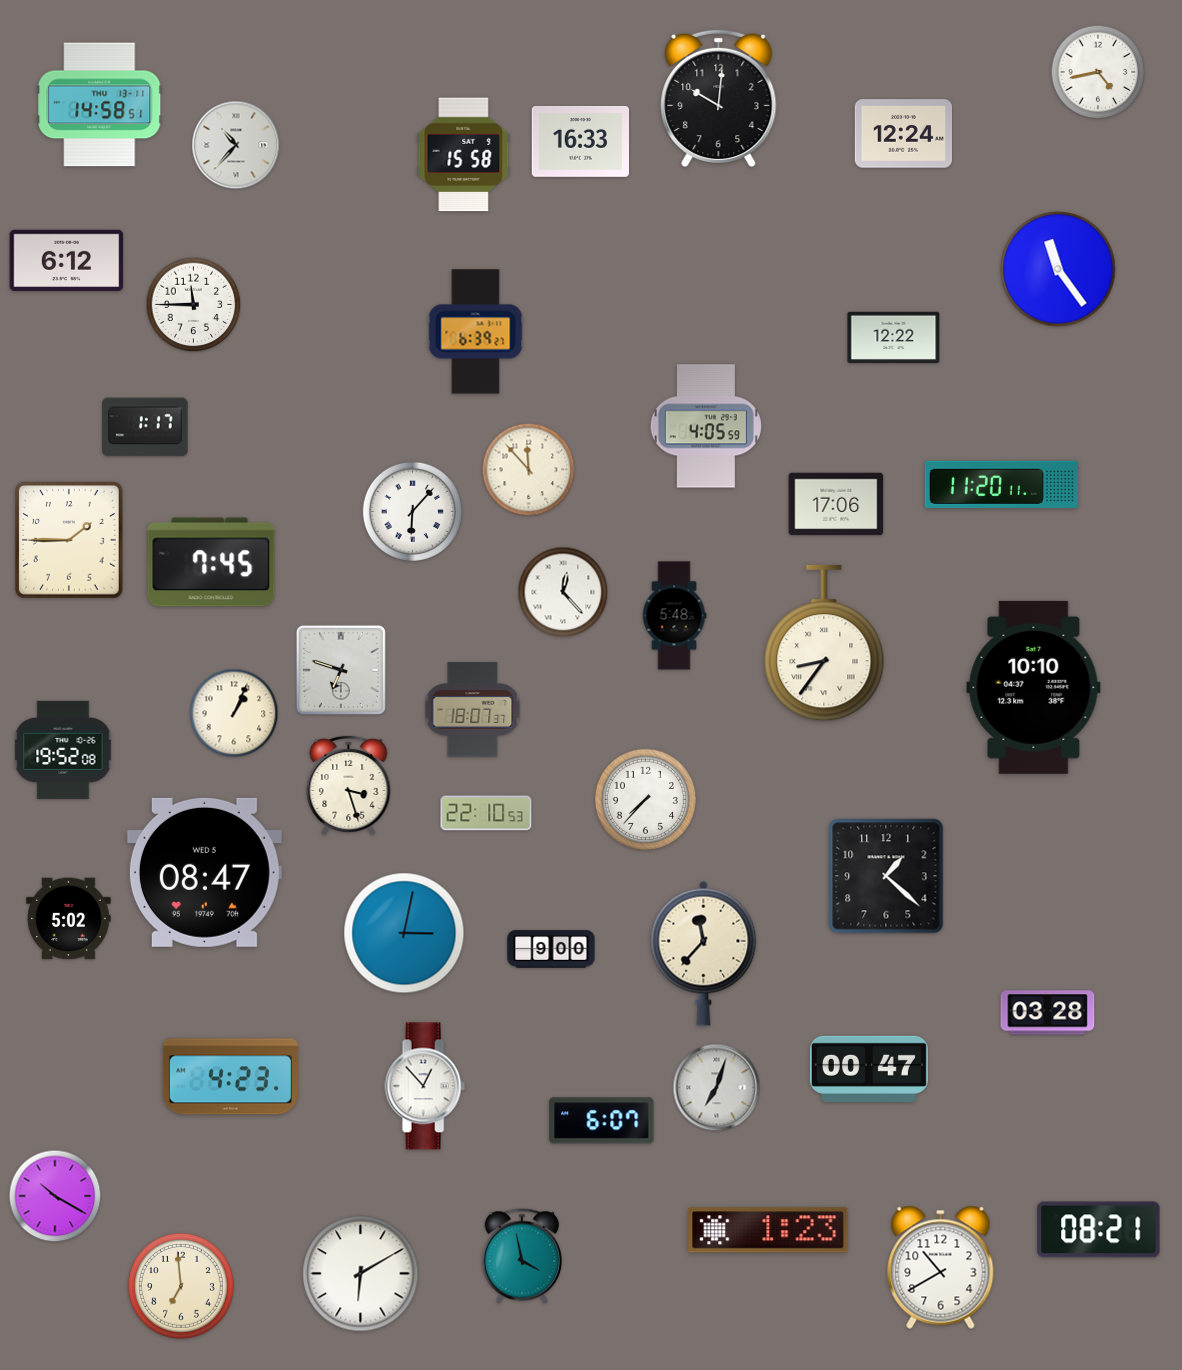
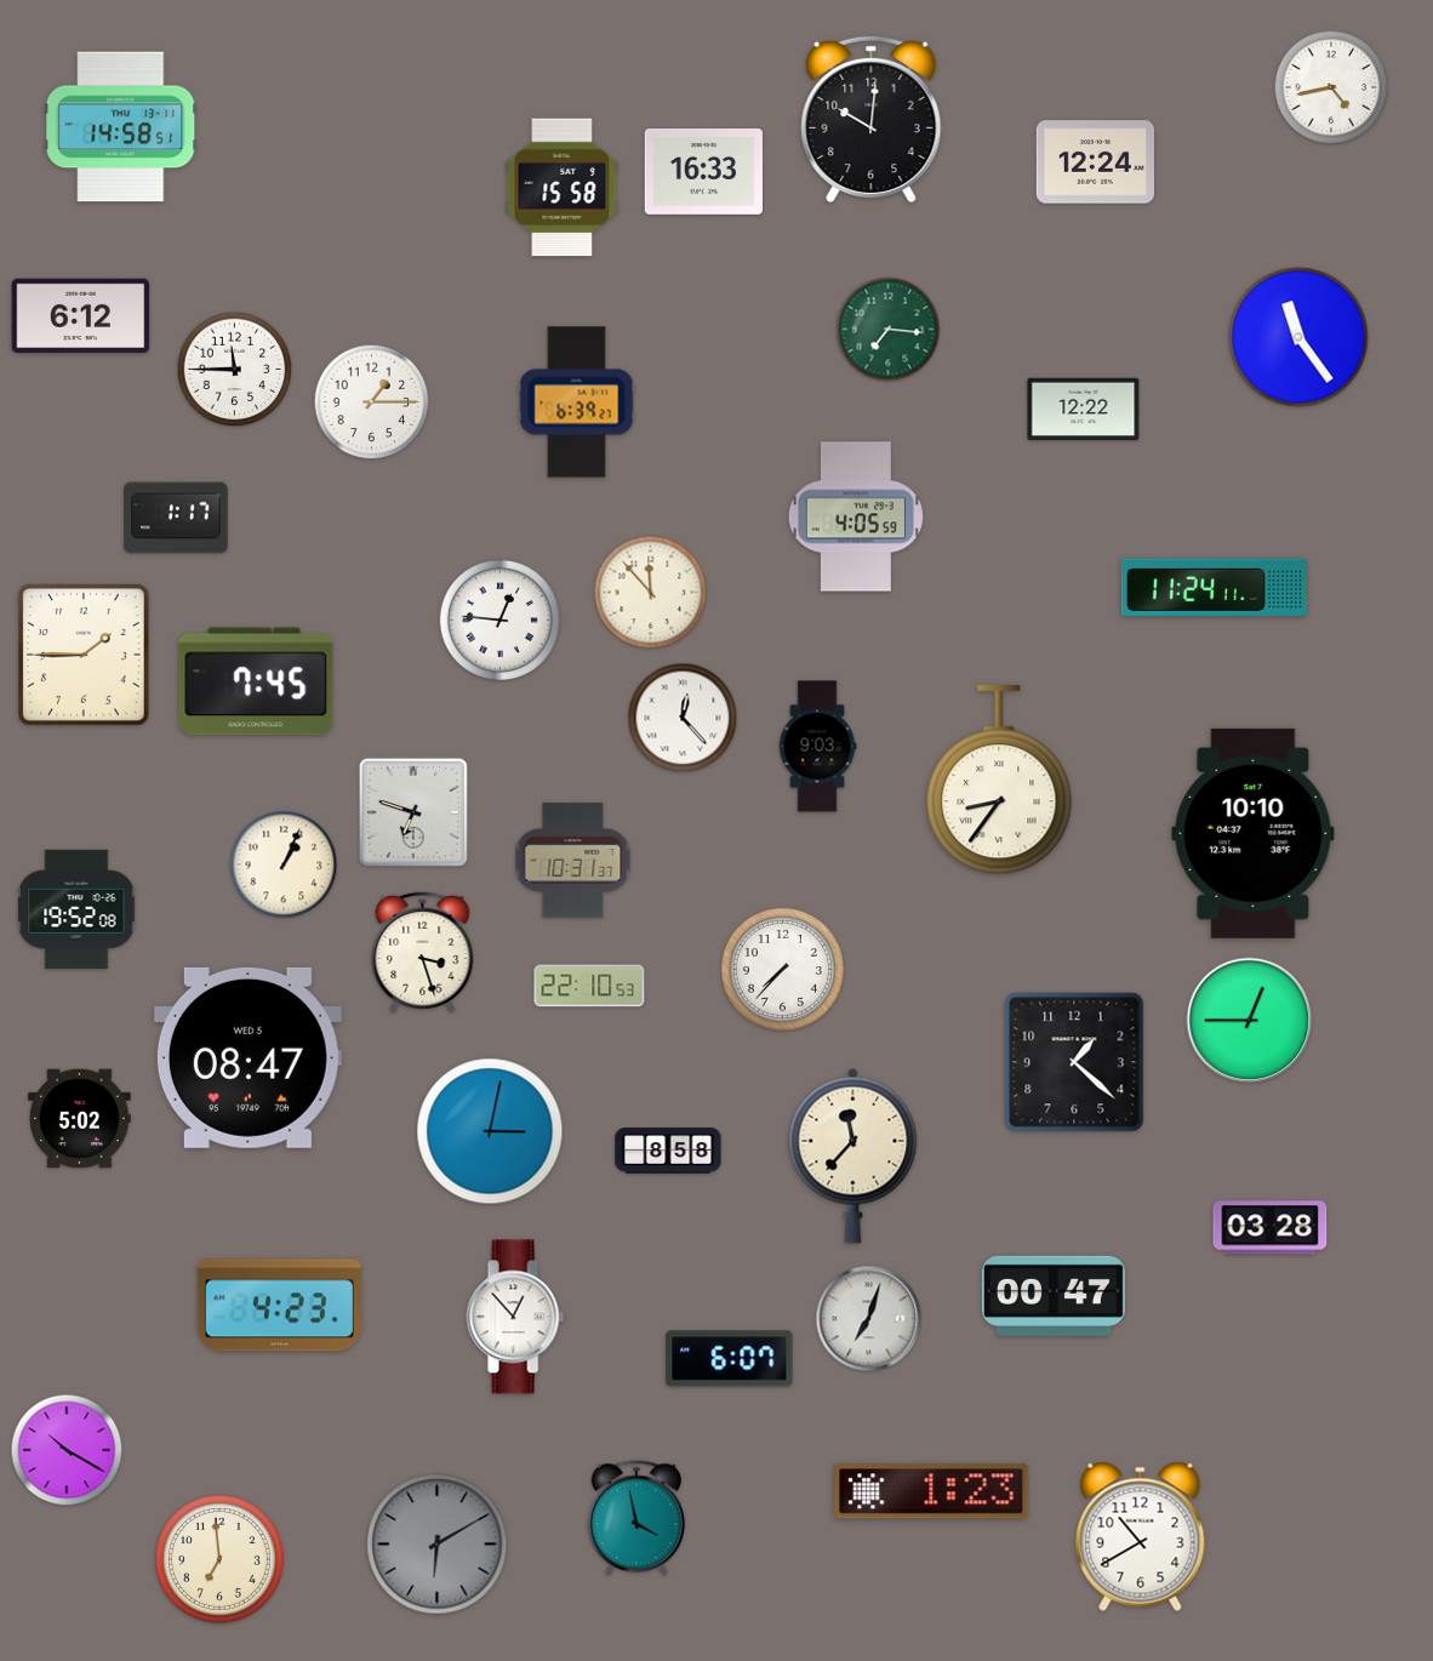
clock at (236, 145): 10:37 -> none
clock at (1058, 269) position: (1058, 269) -> (1298, 337)
clock at (889, 330): none -> 7:16
clock at (372, 403): none -> 1:15
clock at (529, 470) position: (529, 470) -> (651, 593)
clock at (1001, 484): 11:20 -> 11:24
clock at (836, 504): 17:06 -> none
clock at (412, 511): 6:07 -> 12:46
clock at (674, 616): 5:48 -> 9:03
clock at (473, 710): 18:07 -> 10:31
clock at (1250, 1021): none -> 12:45
clock at (69, 919) position: (69, 919) -> (80, 1119)
clock at (551, 949): 9:00 -> 8:58
clock at (1099, 1230): 08:21 -> none
clock at (522, 1256) position: (522, 1256) -> (636, 1518)
clock at (361, 1274) dial: white -> grey
